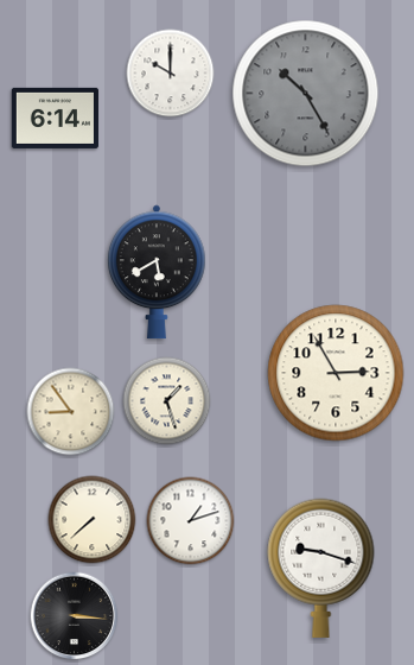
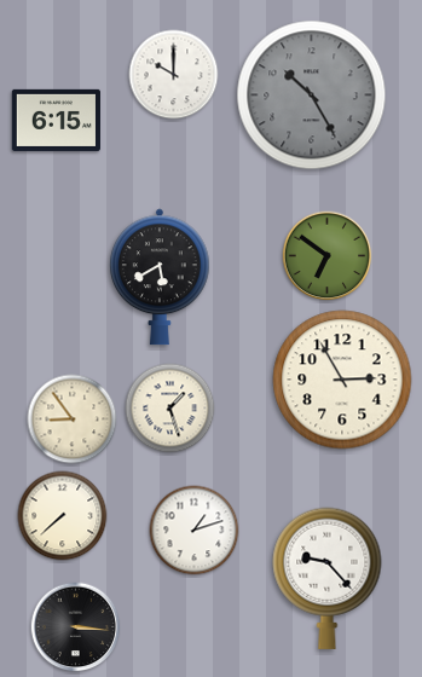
clock at (55, 118): 6:14 -> 6:15
clock at (328, 256): none -> 6:51
clock at (93, 520) position: (93, 520) -> (63, 516)
clock at (321, 568): 9:18 -> 9:23
